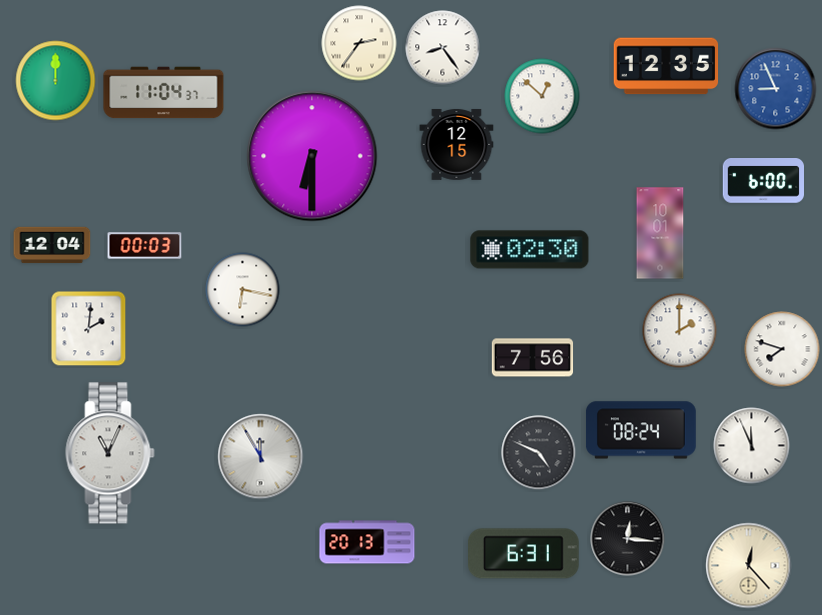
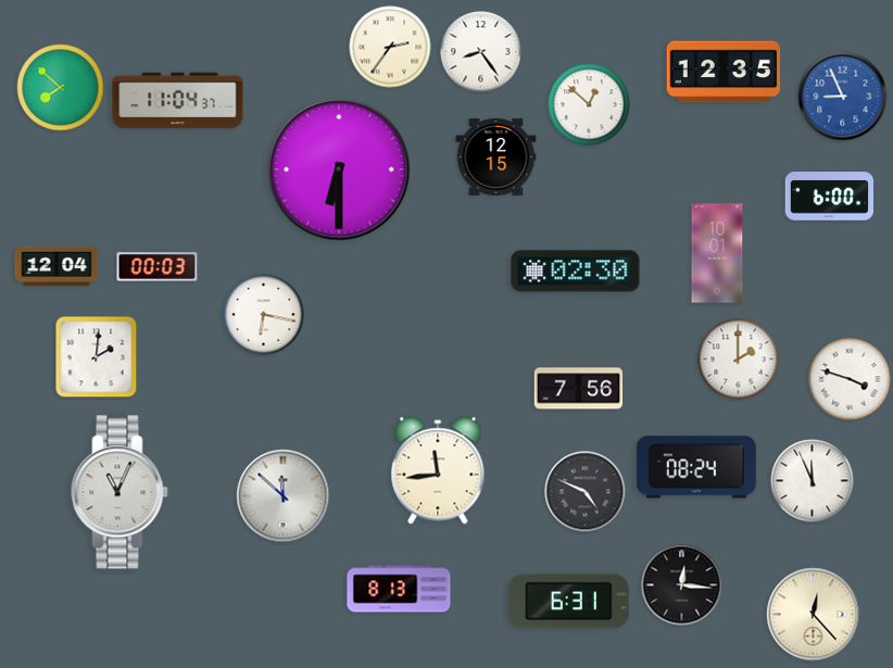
clock at (56, 81): 12:00 -> 7:52
clock at (782, 349): 7:48 -> 3:48
clock at (438, 470): none -> 11:44
clock at (752, 446) position: (752, 446) -> (813, 481)
clock at (261, 457): 11:55 -> 11:52
clock at (367, 542): 20:13 -> 8:13
